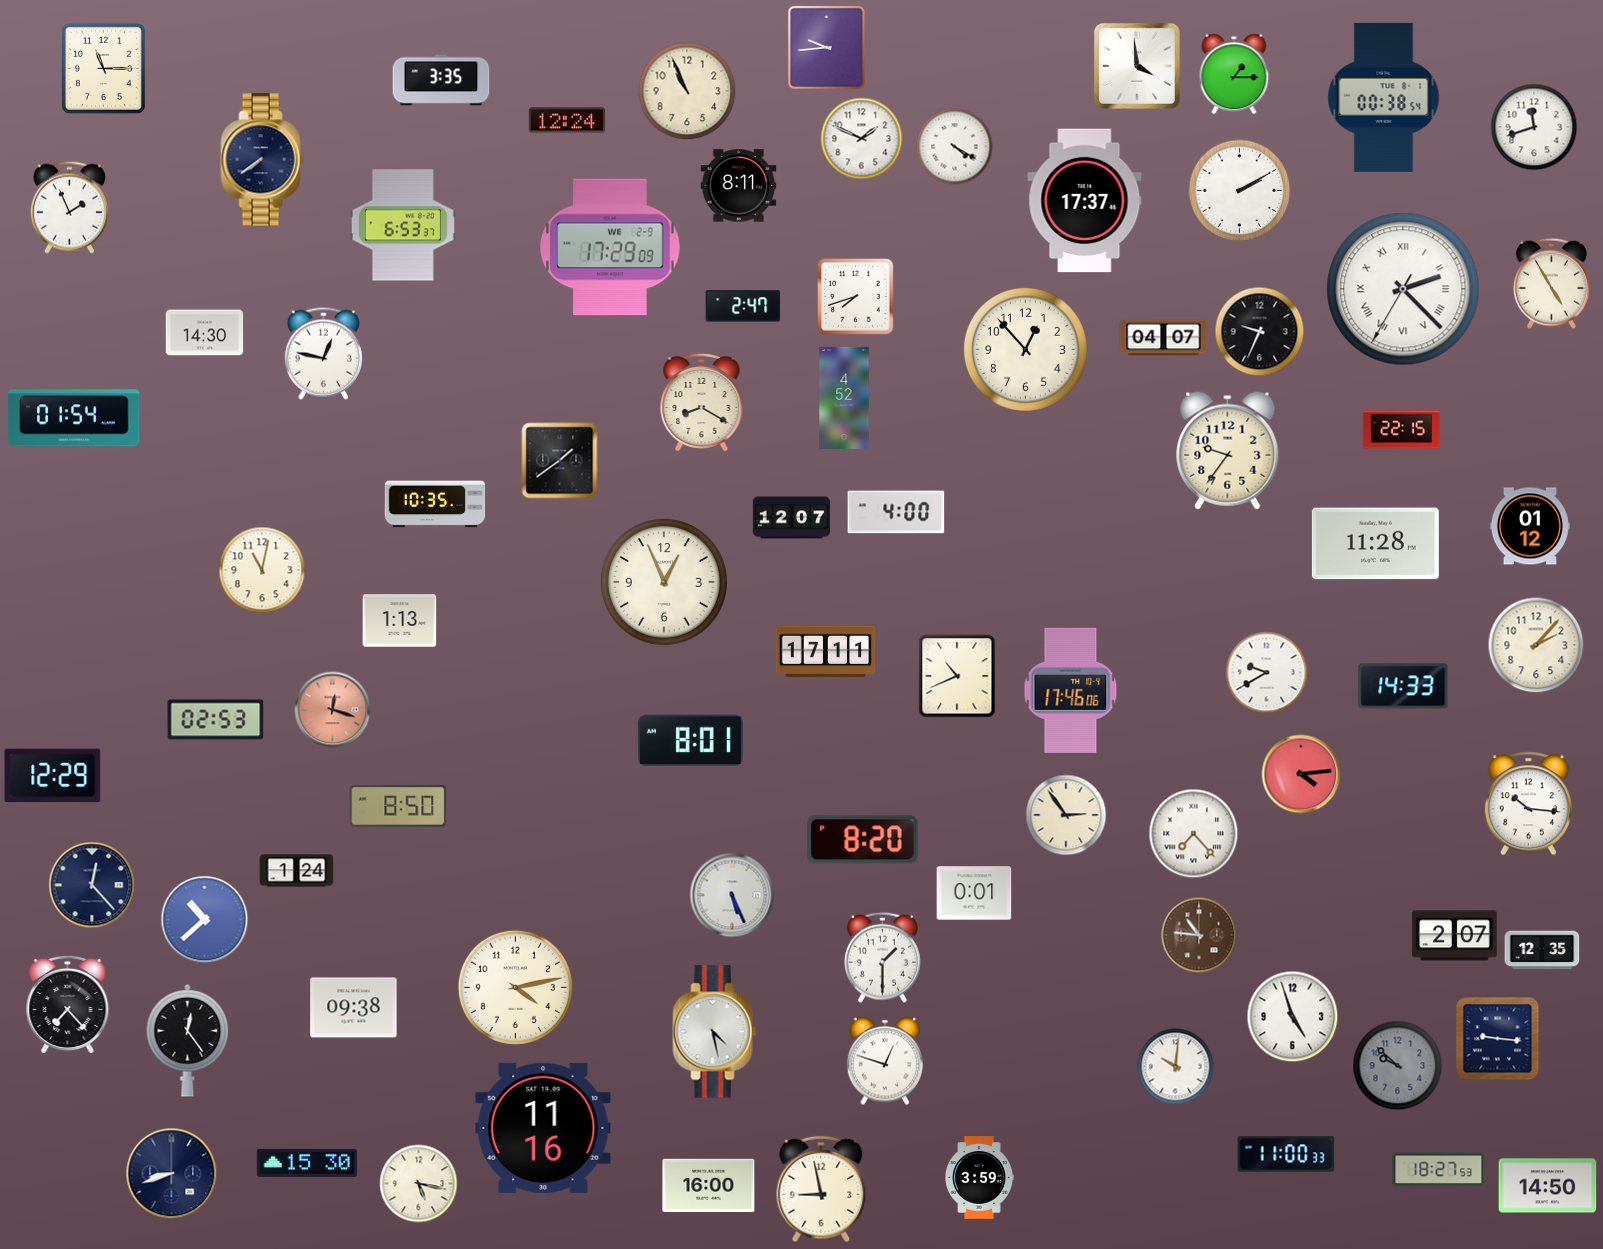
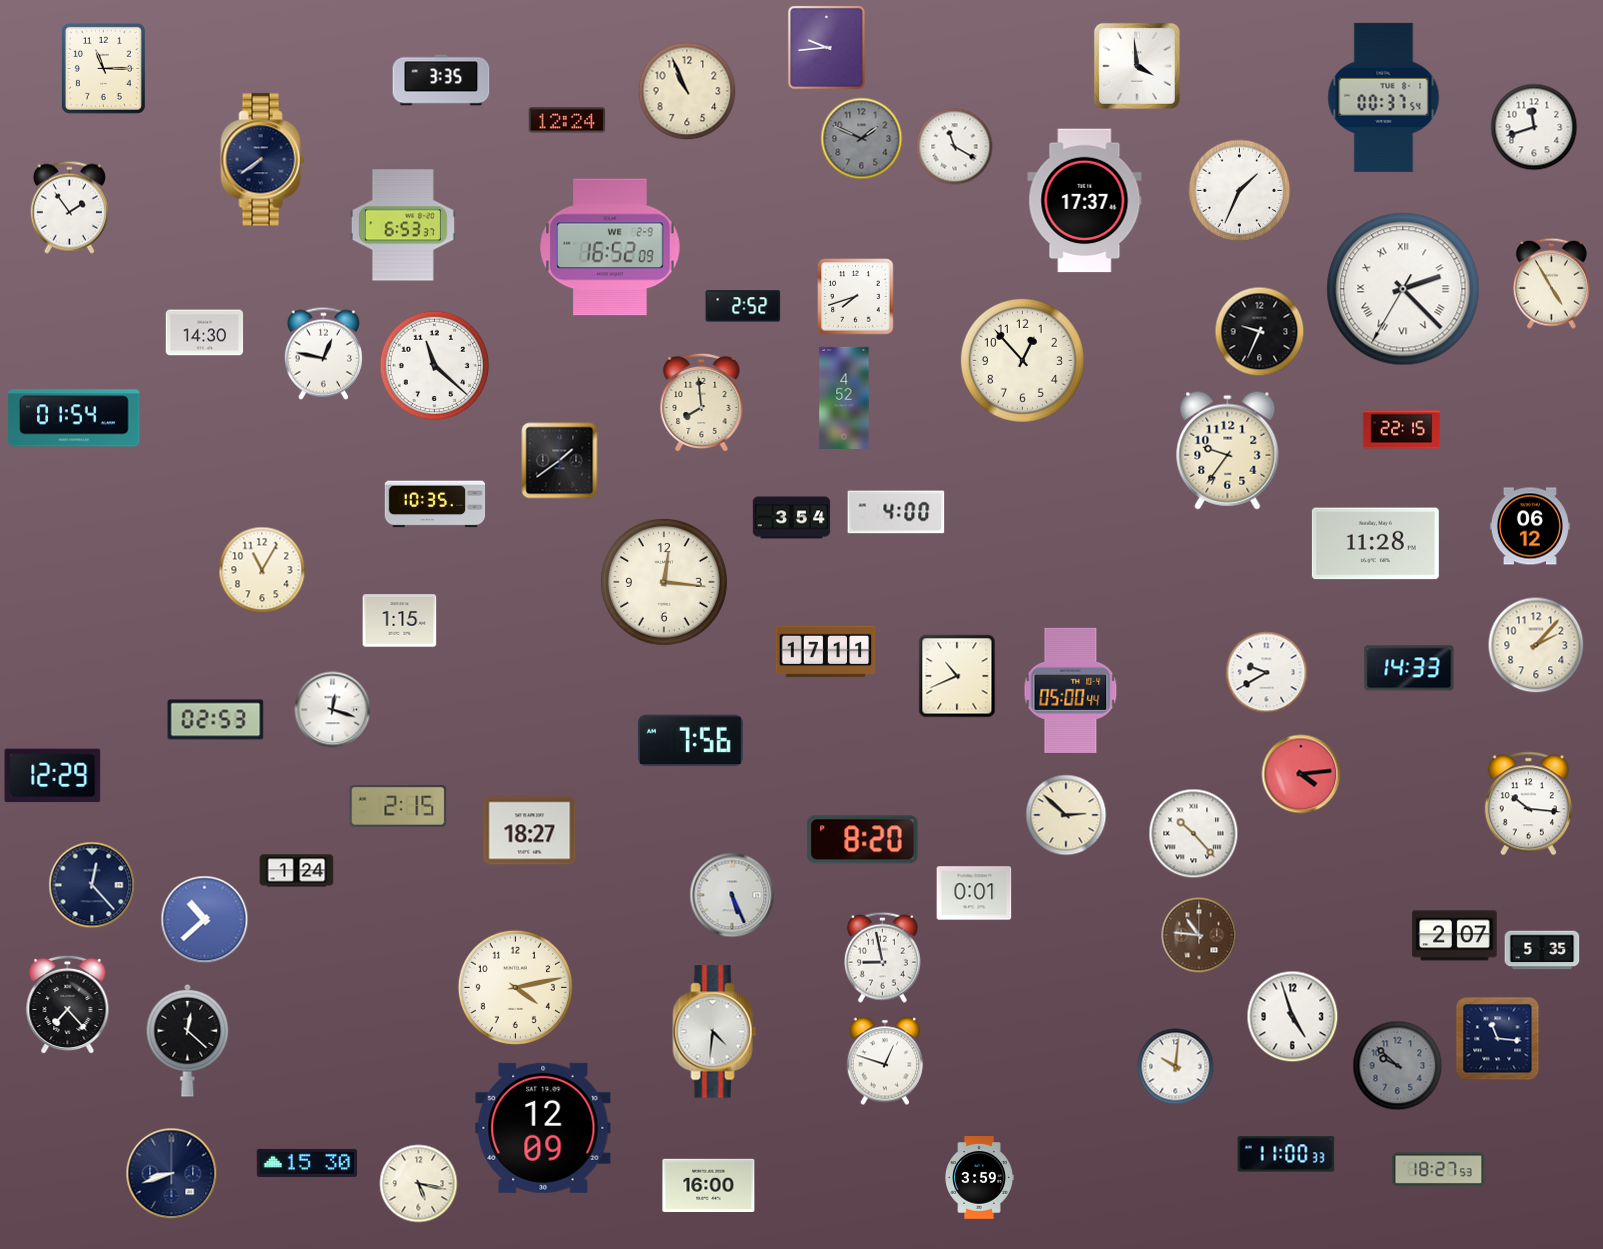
clock at (1234, 74): 1:15 -> none
clock at (1384, 97): 00:38 -> 00:37
clock at (862, 139) dial: white -> grey
clock at (955, 147): 4:20 -> 11:20
clock at (739, 186): 8:11 -> none
clock at (1240, 191): 2:10 -> 1:34
clock at (69, 207): 1:56 -> 1:54
clock at (610, 247): 17:29 -> 16:52
clock at (743, 306): 2:47 -> 2:52
clock at (1164, 338): 04:07 -> none
clock at (1025, 349) position: (1025, 349) -> (1022, 360)
clock at (435, 366): none -> 11:22
clock at (702, 403): 8:20 -> 7:59
clock at (792, 518): 12:07 -> 3:54
clock at (1530, 526): 01:12 -> 06:12
clock at (262, 570): 11:02 -> 11:05
clock at (664, 582): 12:56 -> 12:16
clock at (400, 621): 1:13 -> 1:15
clock at (1403, 686) position: (1403, 686) -> (1409, 668)
clock at (1071, 690): 17:46 -> 05:00
clock at (333, 710) dial: salmon -> white
clock at (690, 741): 8:01 -> 7:56
clock at (398, 806): 8:50 -> 2:15
clock at (1066, 815): 2:54 -> 2:52
clock at (530, 831): none -> 18:27
clock at (1194, 834): 7:23 -> 10:23
clock at (1542, 950): 12:35 -> 5:35
clock at (882, 957): 1:30 -> 8:58
clock at (354, 1008): 09:38 -> none
clock at (715, 1032): 4:28 -> 4:31
clock at (1498, 1039): 9:16 -> 11:16
clock at (188, 1040): 12:24 -> 12:22
clock at (543, 1128): 11:16 -> 12:09
clock at (1548, 1186): 14:50 -> none
clock at (821, 1189): 8:58 -> none
